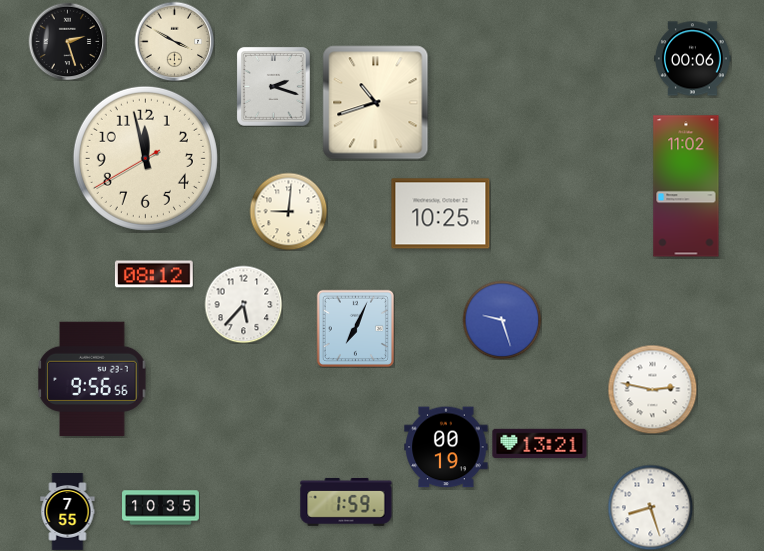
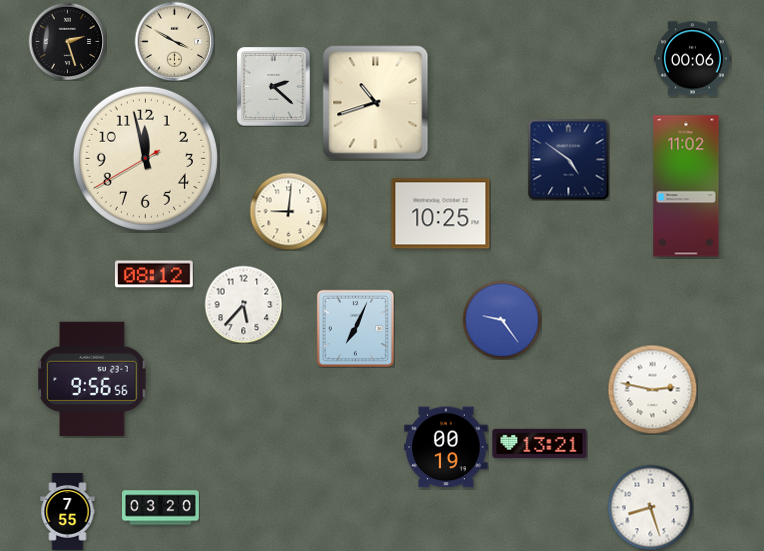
clock at (273, 86): 2:18 -> 2:22
clock at (568, 159): none -> 4:51
clock at (502, 320): 9:27 -> 9:24
clock at (346, 502): 1:59 -> none
clock at (161, 508): 10:35 -> 03:20
